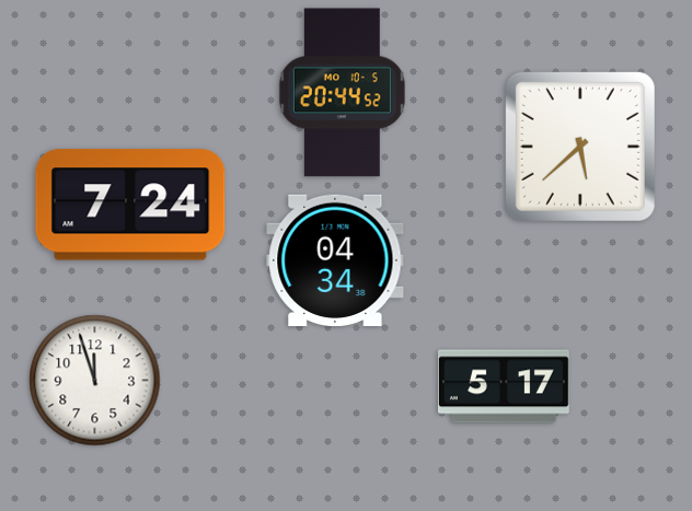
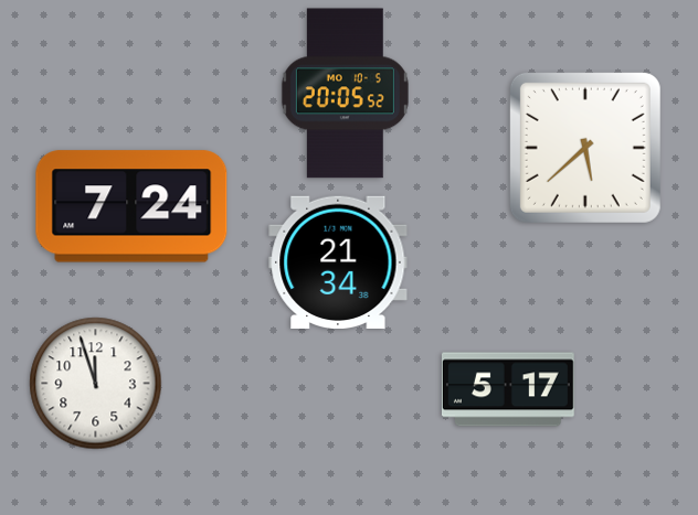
clock at (342, 93): 20:44 -> 20:05
clock at (335, 259): 04:34 -> 21:34
